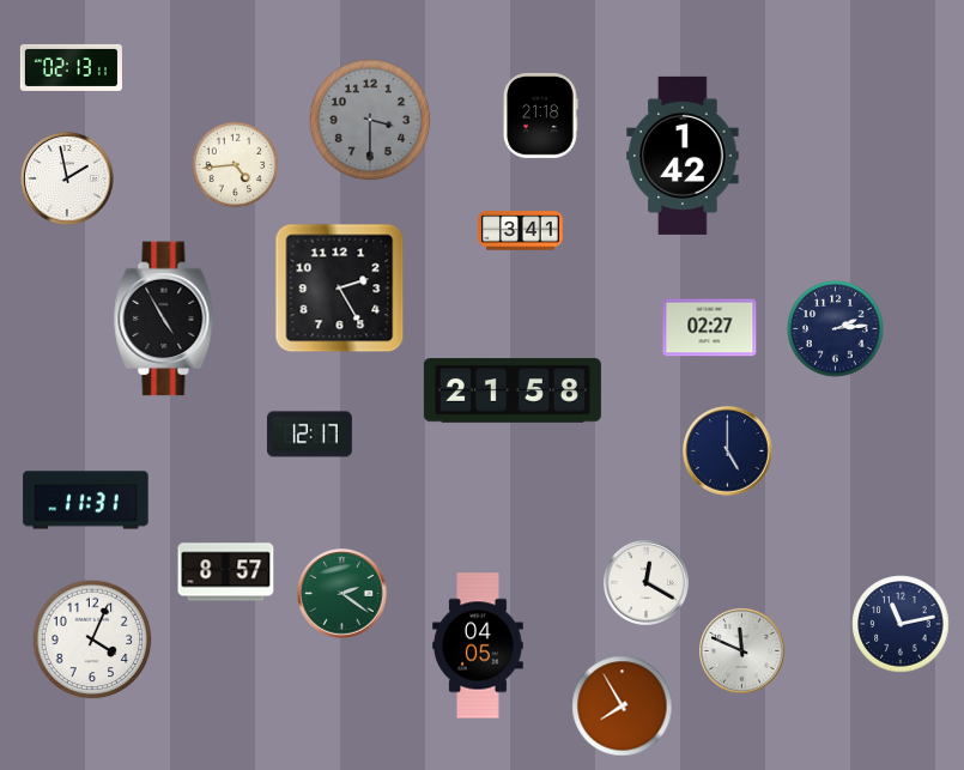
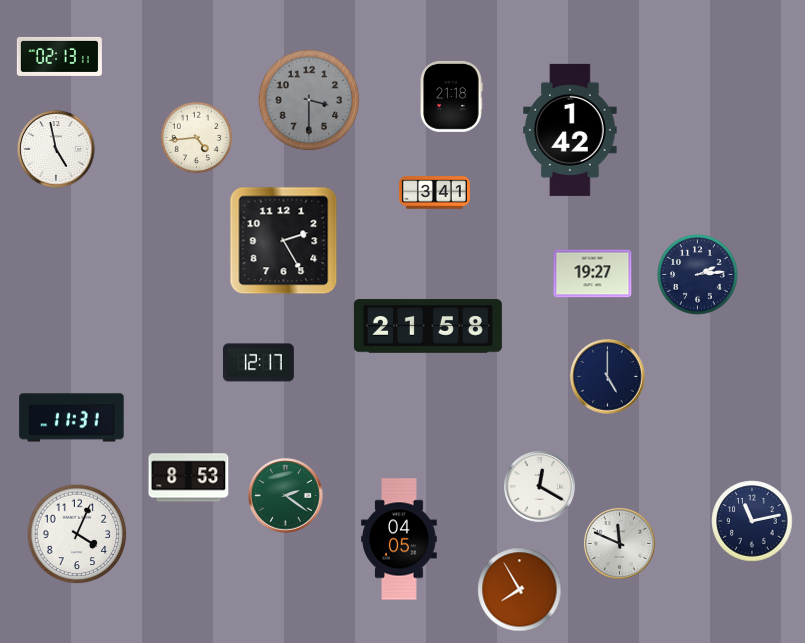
clock at (67, 178): 1:58 -> 4:58
clock at (164, 319): 4:55 -> none
clock at (710, 328): 02:27 -> 19:27
clock at (226, 572): 8:57 -> 8:53
